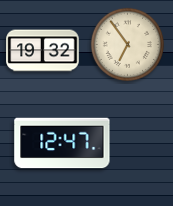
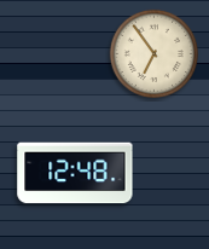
clock at (43, 51): 19:32 -> none
clock at (62, 143): 12:47 -> 12:48
